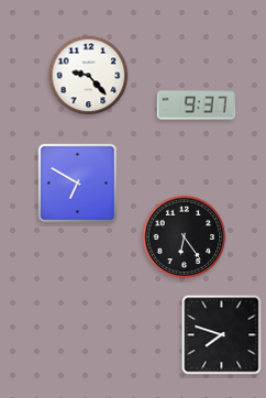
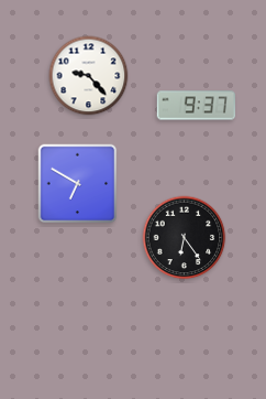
clock at (222, 335): 7:48 -> none
